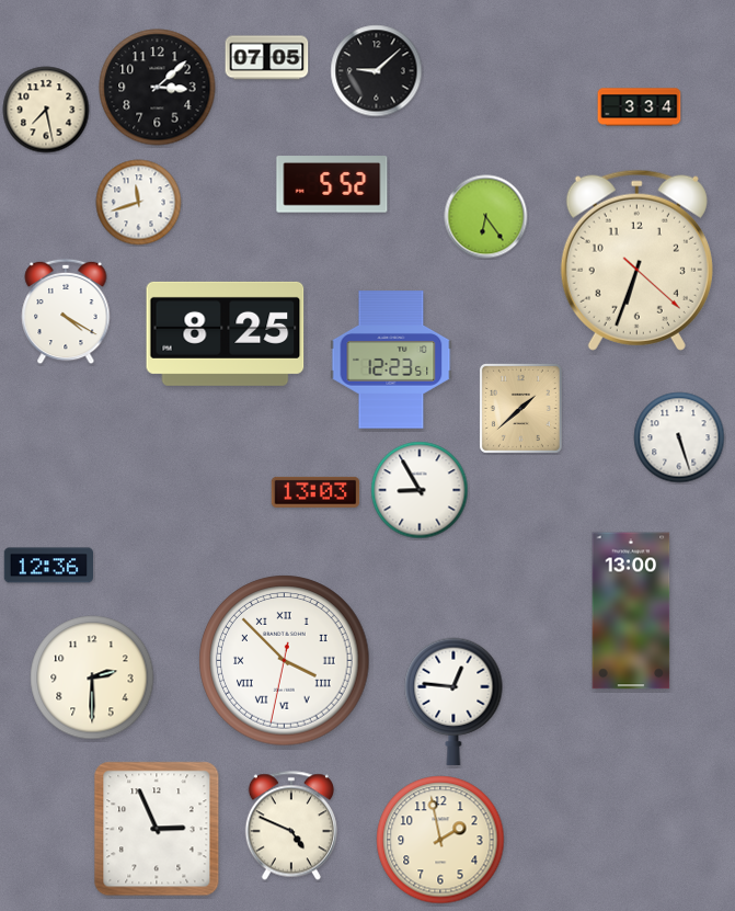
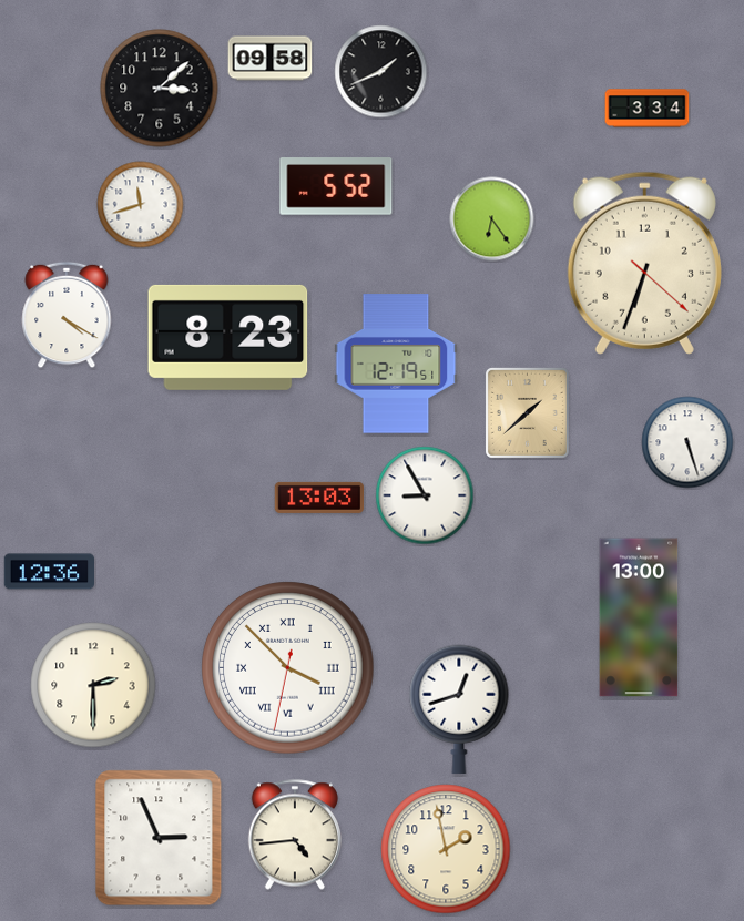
clock at (267, 58): 07:05 -> 09:58
clock at (377, 71): 9:08 -> 1:41
clock at (46, 110): 7:28 -> none
clock at (226, 333): 8:25 -> 8:23
clock at (391, 360): 12:23 -> 12:19
clock at (453, 702): 12:46 -> 12:42
clock at (291, 825): 4:49 -> 4:44
